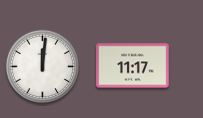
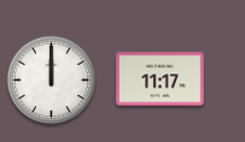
clock at (43, 67): 12:01 -> 12:00
